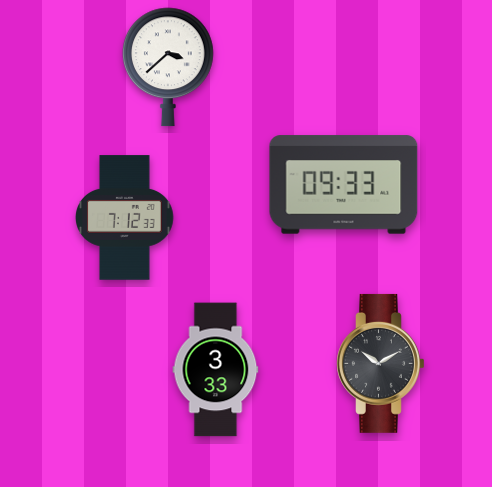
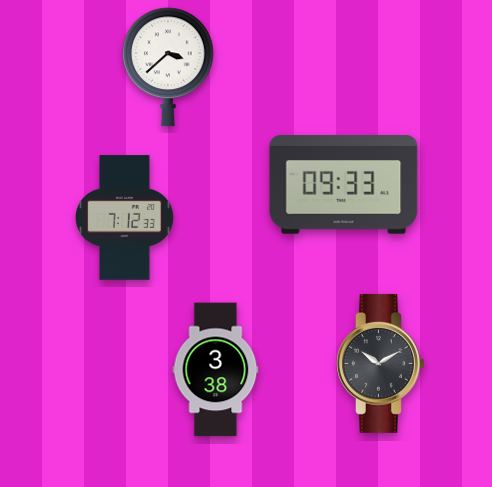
clock at (216, 370): 3:33 -> 3:38
